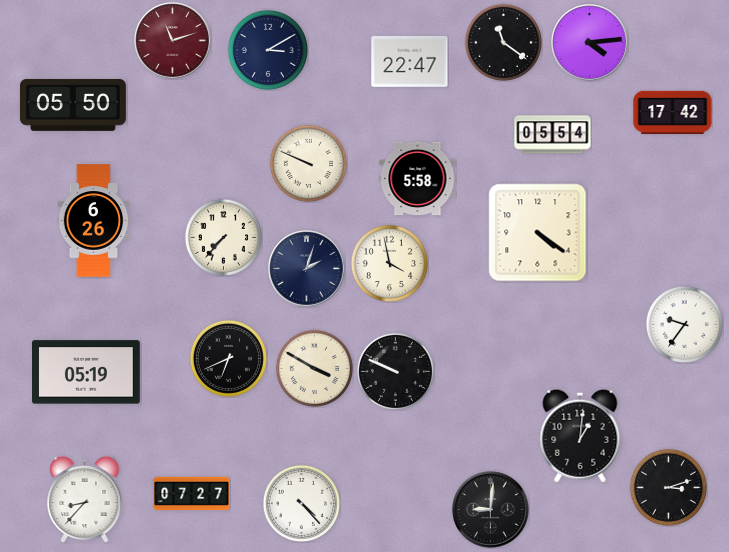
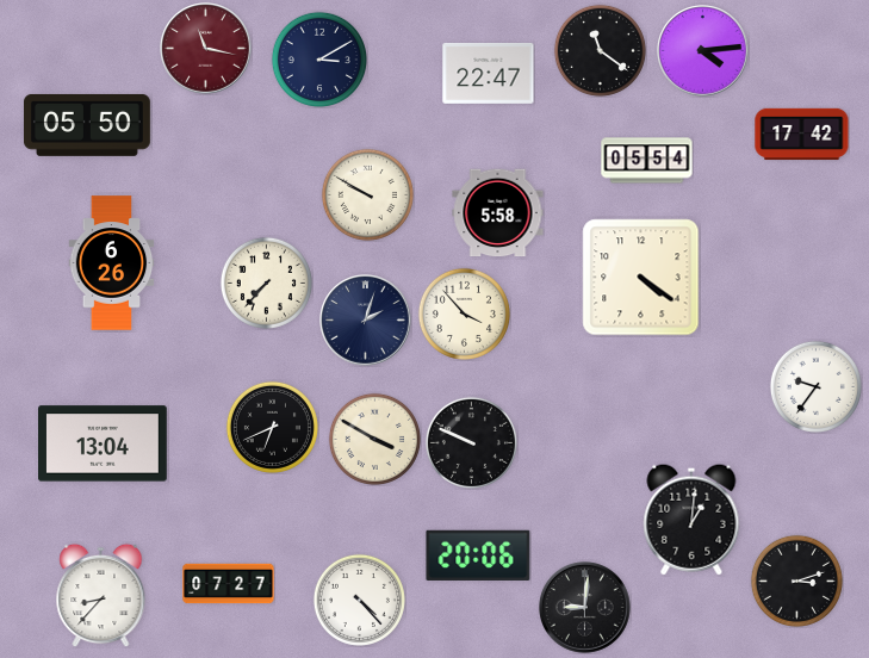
clock at (173, 41): 11:12 -> 11:17
clock at (553, 135) position: (553, 135) -> (647, 161)
clock at (308, 163): 9:49 -> 9:50
clock at (389, 263): 3:58 -> 3:53
clock at (87, 372): 05:19 -> 13:04
clock at (478, 555): none -> 20:06
clock at (192, 494) position: (192, 494) -> (229, 584)
